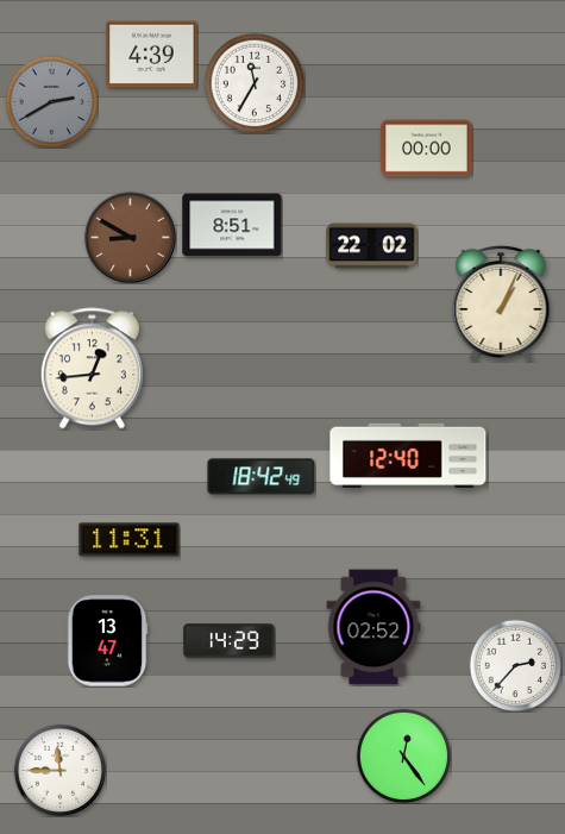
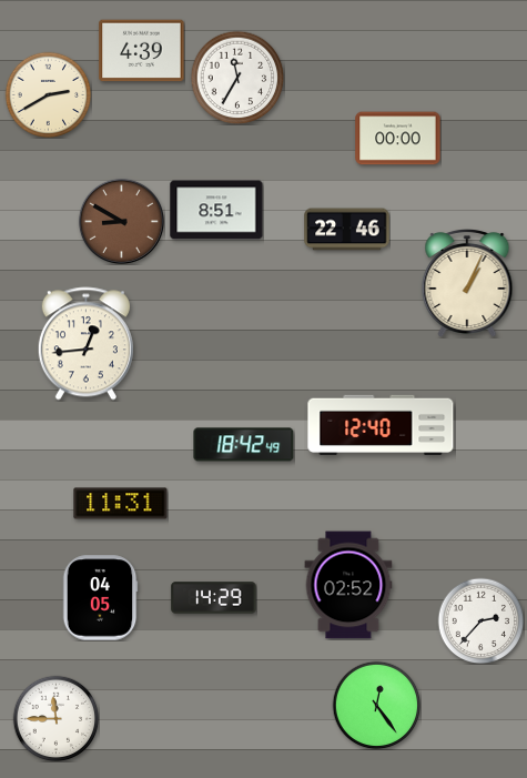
clock at (51, 101) dial: grey -> cream
clock at (372, 246): 22:02 -> 22:46
clock at (107, 641): 13:47 -> 04:05
